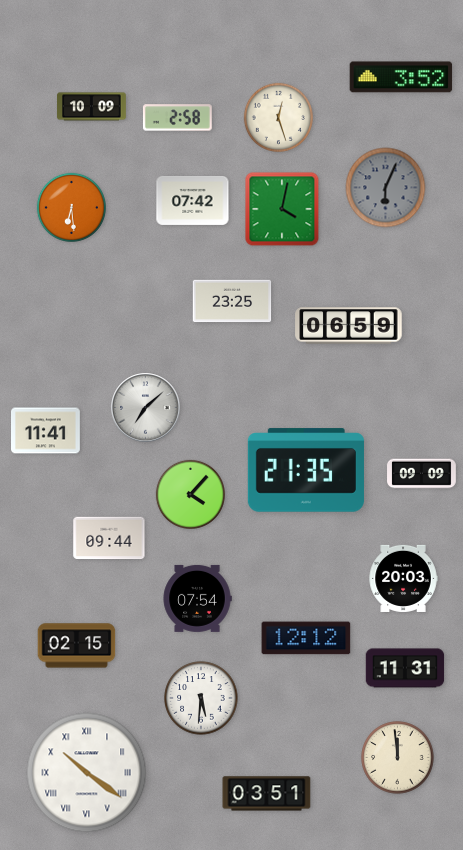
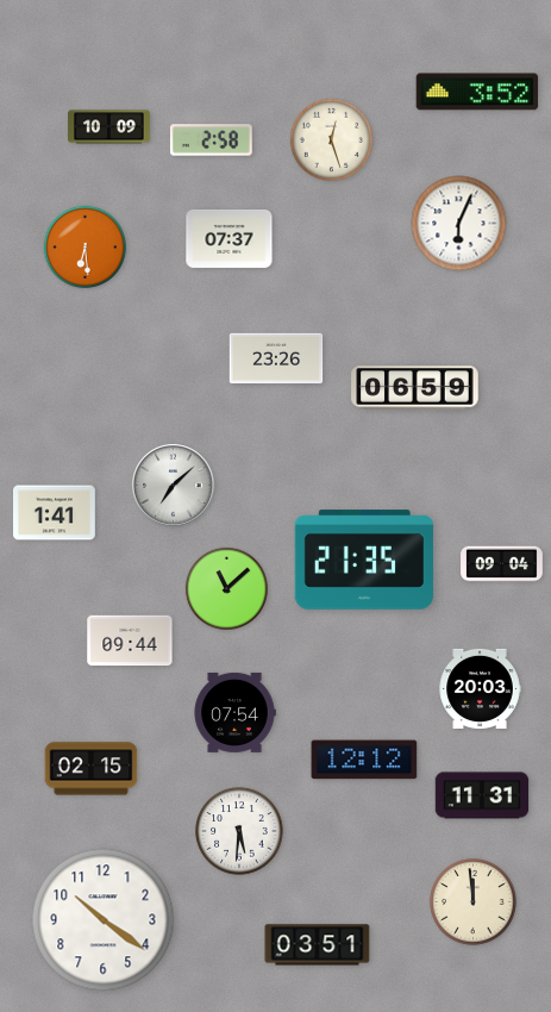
clock at (386, 188) dial: grey -> white
clock at (193, 200): 07:42 -> 07:37
clock at (282, 209): 4:02 -> none
clock at (232, 301): 23:25 -> 23:26
clock at (46, 431): 11:41 -> 1:41
clock at (422, 474): 09:09 -> 09:04
clock at (190, 494): 4:07 -> 11:08
clock at (87, 773) numerals: Roman -> Arabic
